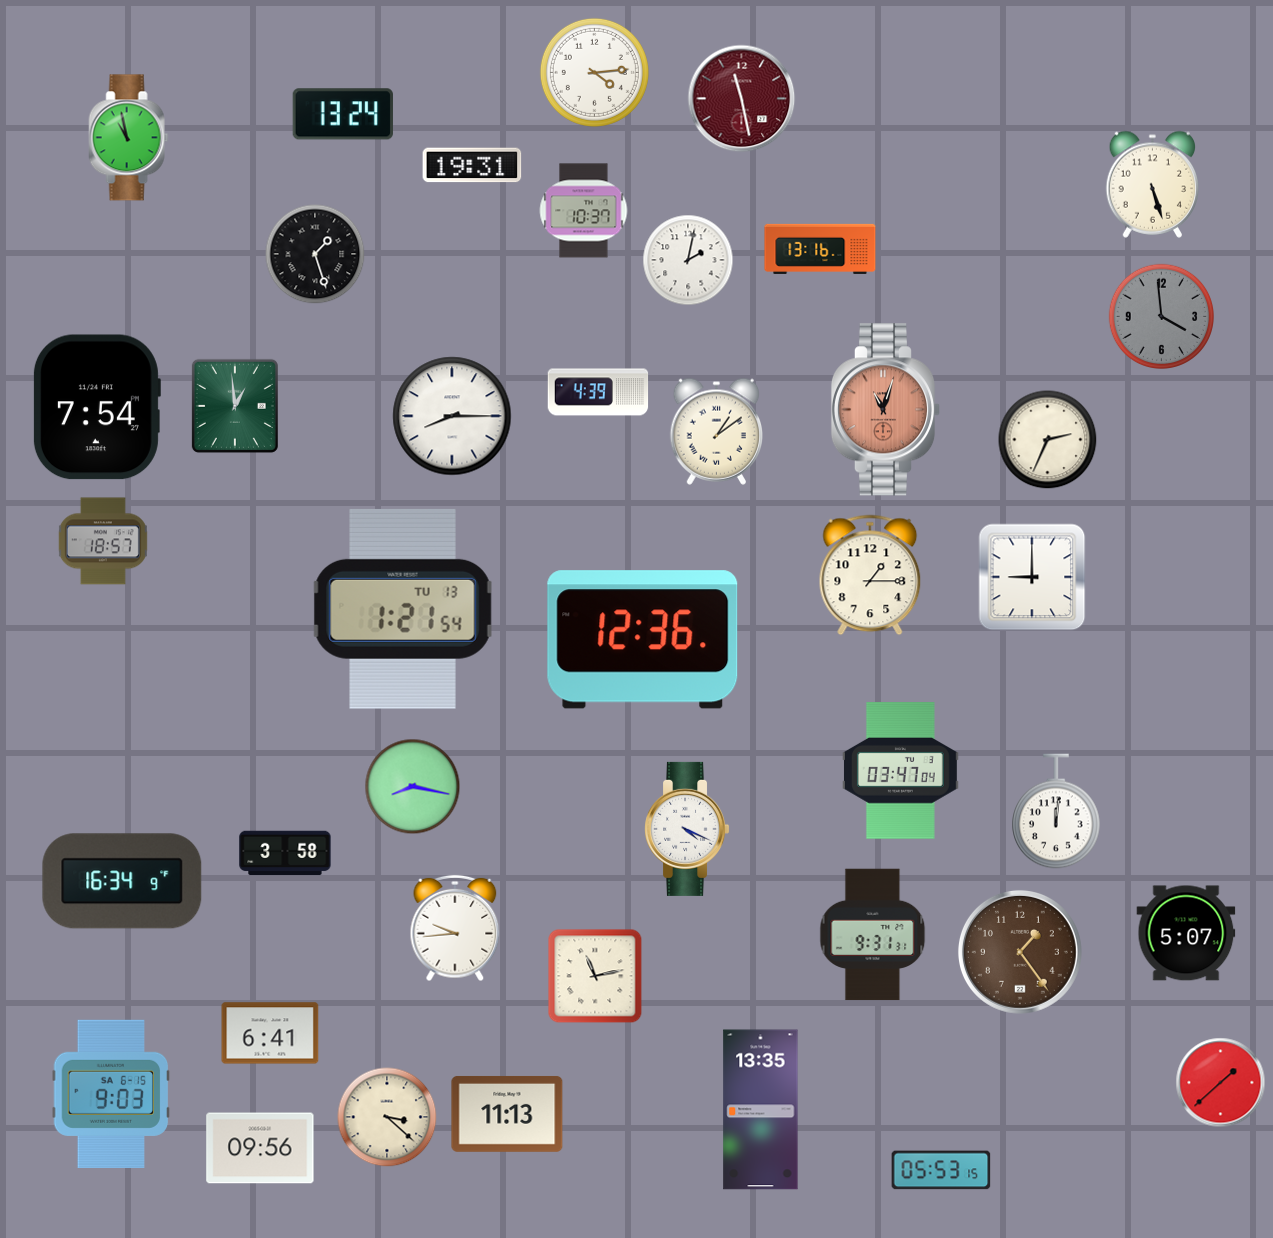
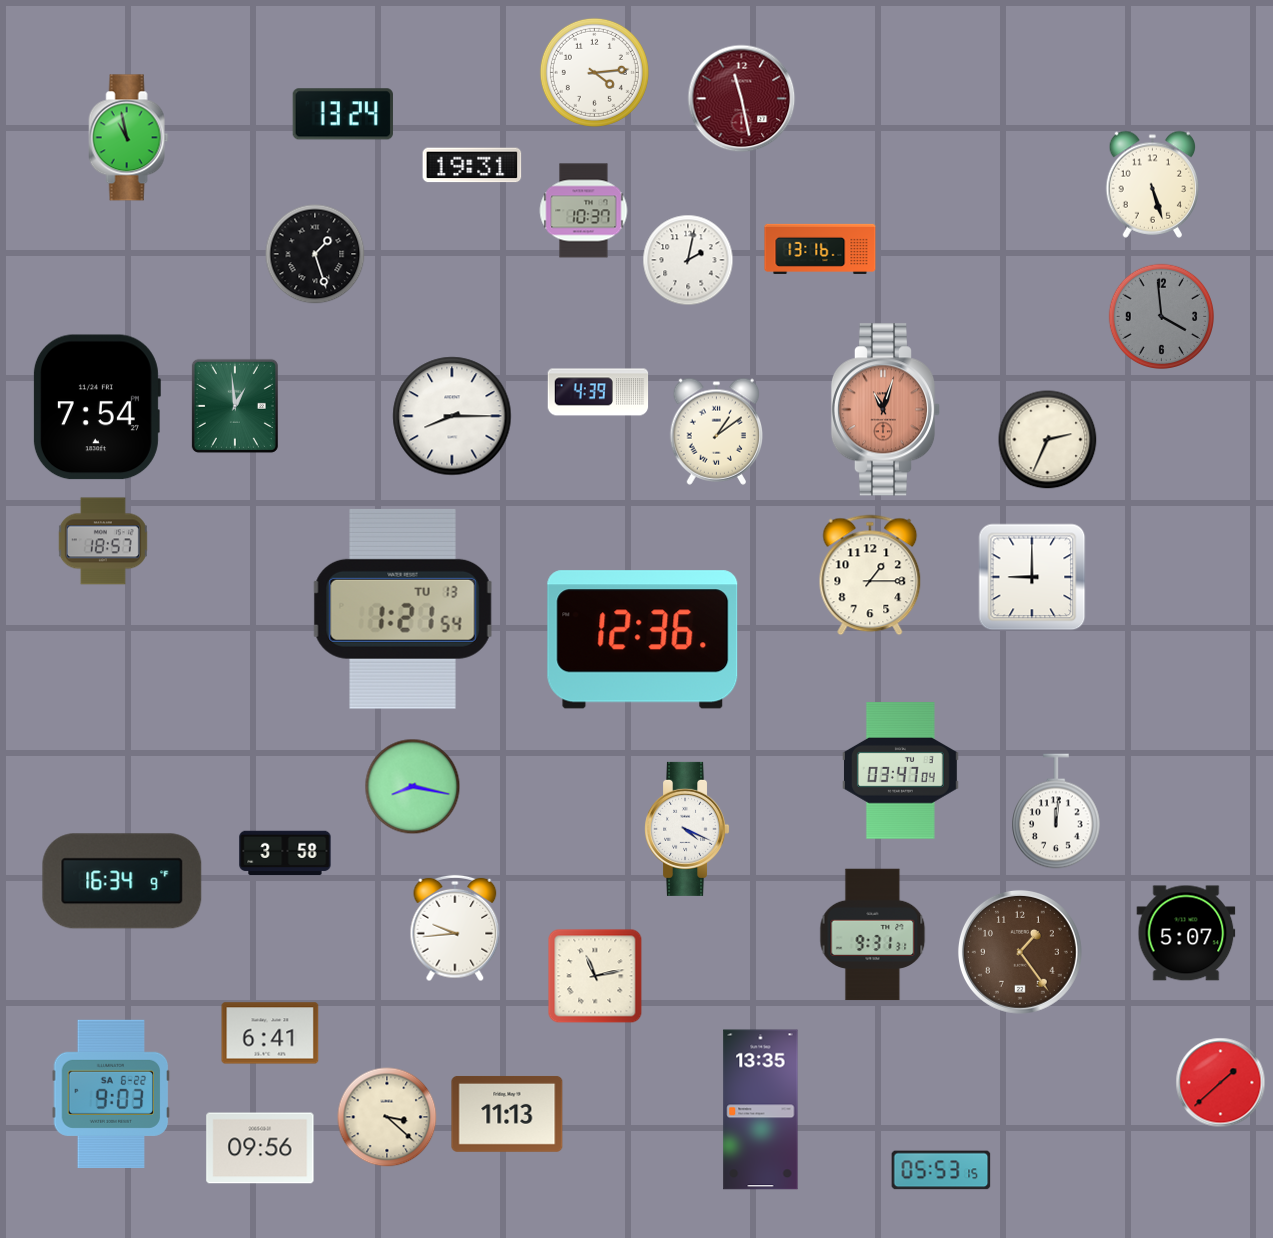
clock at (111, 1094) date: SA 6-15 -> SA 6-22
